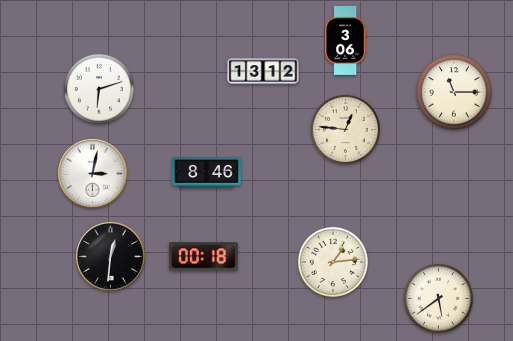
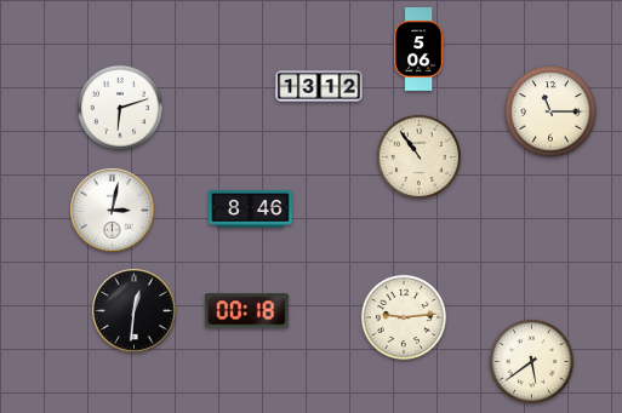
clock at (346, 41): 3:06 -> 5:06
clock at (345, 129): 12:46 -> 10:54
clock at (333, 262): 1:14 -> 9:14
